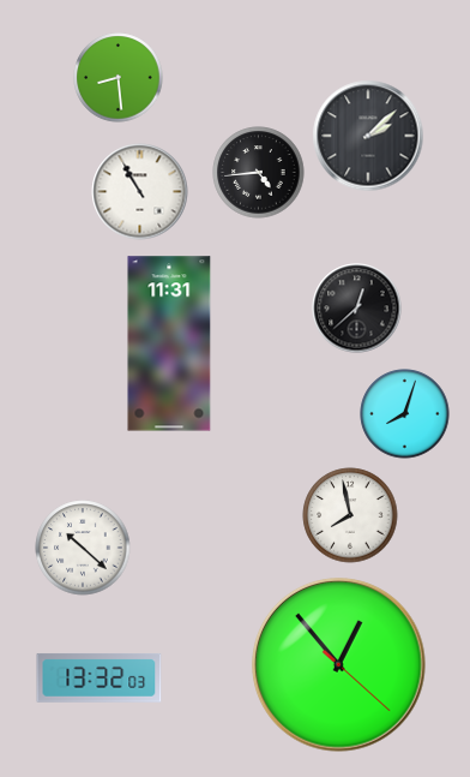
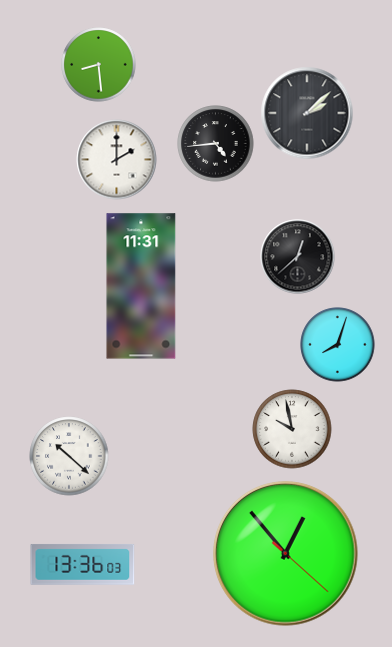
clock at (140, 192): 10:55 -> 2:00
clock at (350, 515): 7:58 -> 9:58
clock at (339, 665) position: (339, 665) -> (286, 554)
clock at (100, 677): 13:32 -> 13:36
